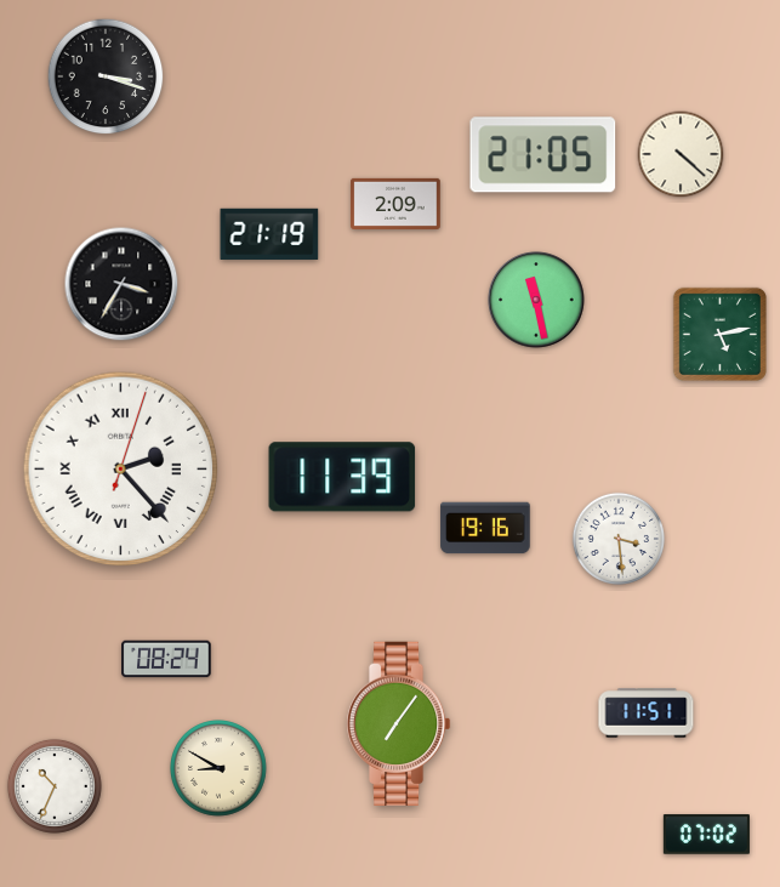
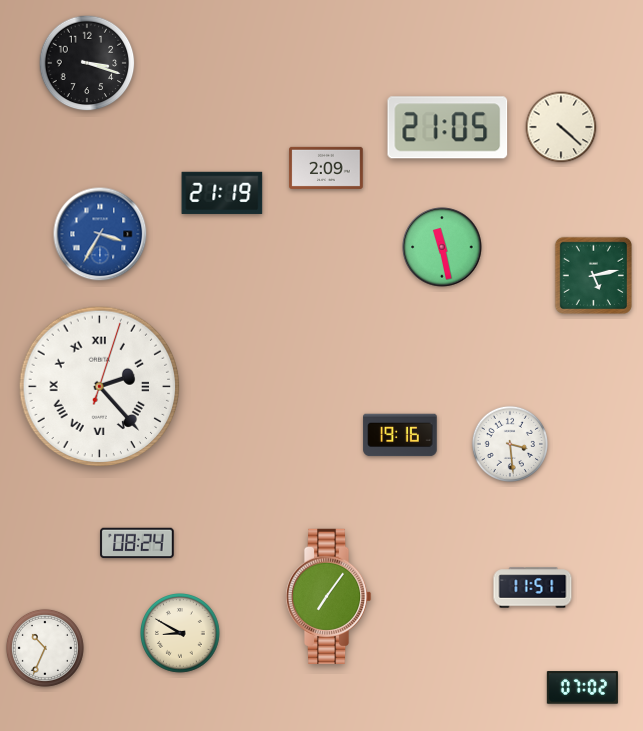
clock at (121, 284) dial: black -> blue
clock at (342, 477): 11:39 -> none
